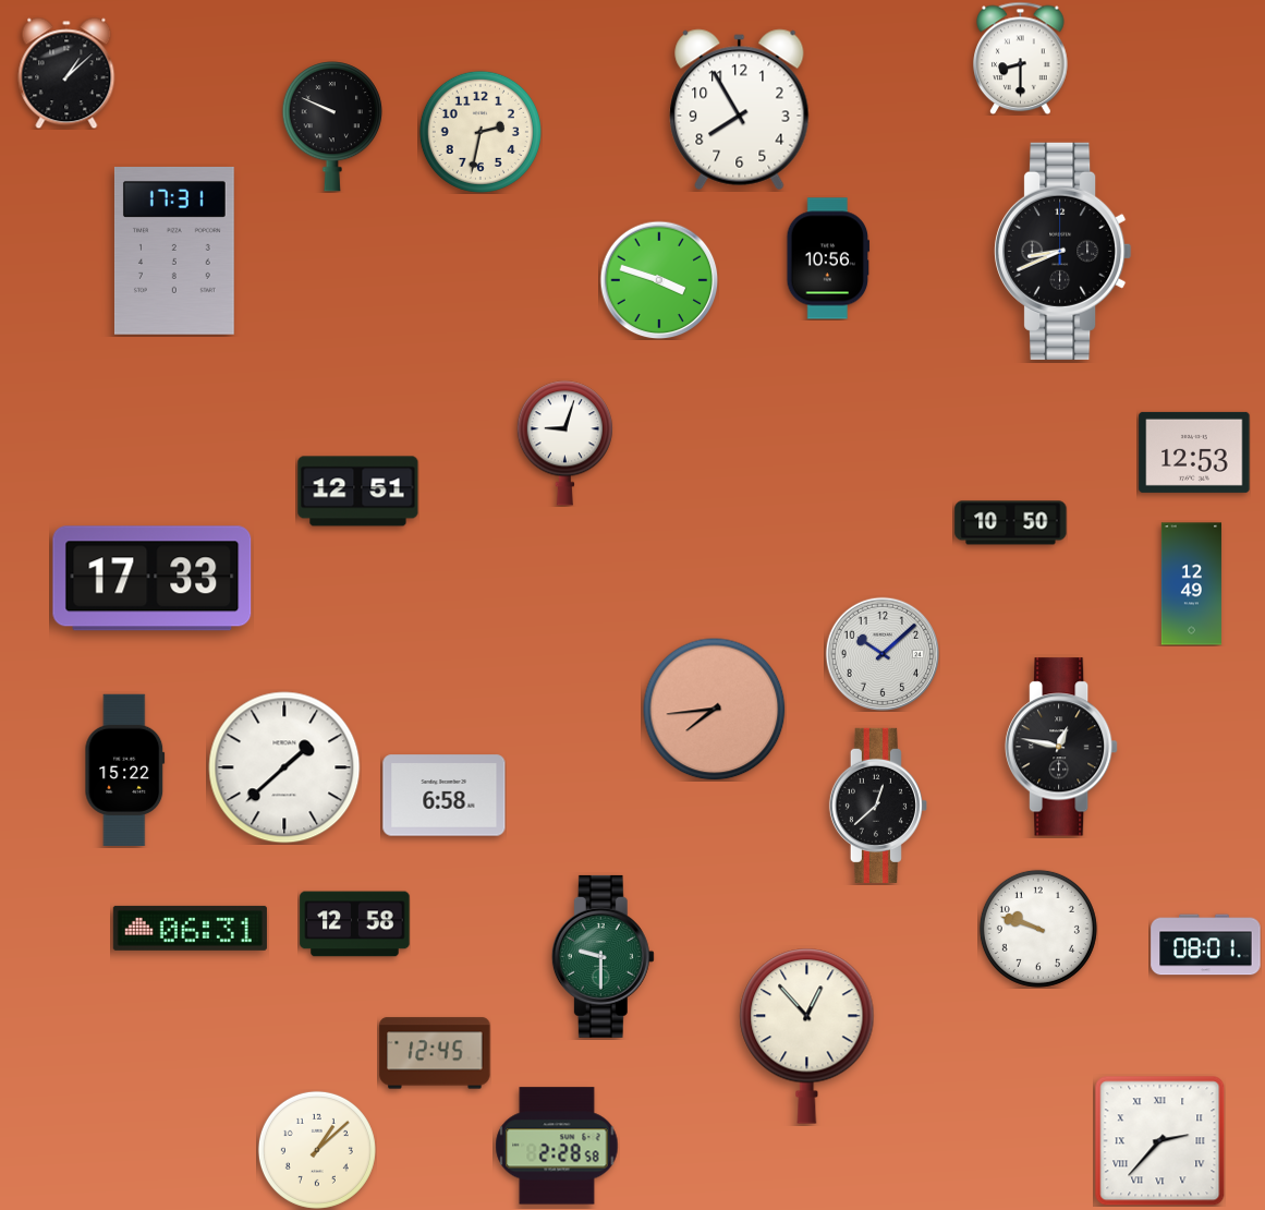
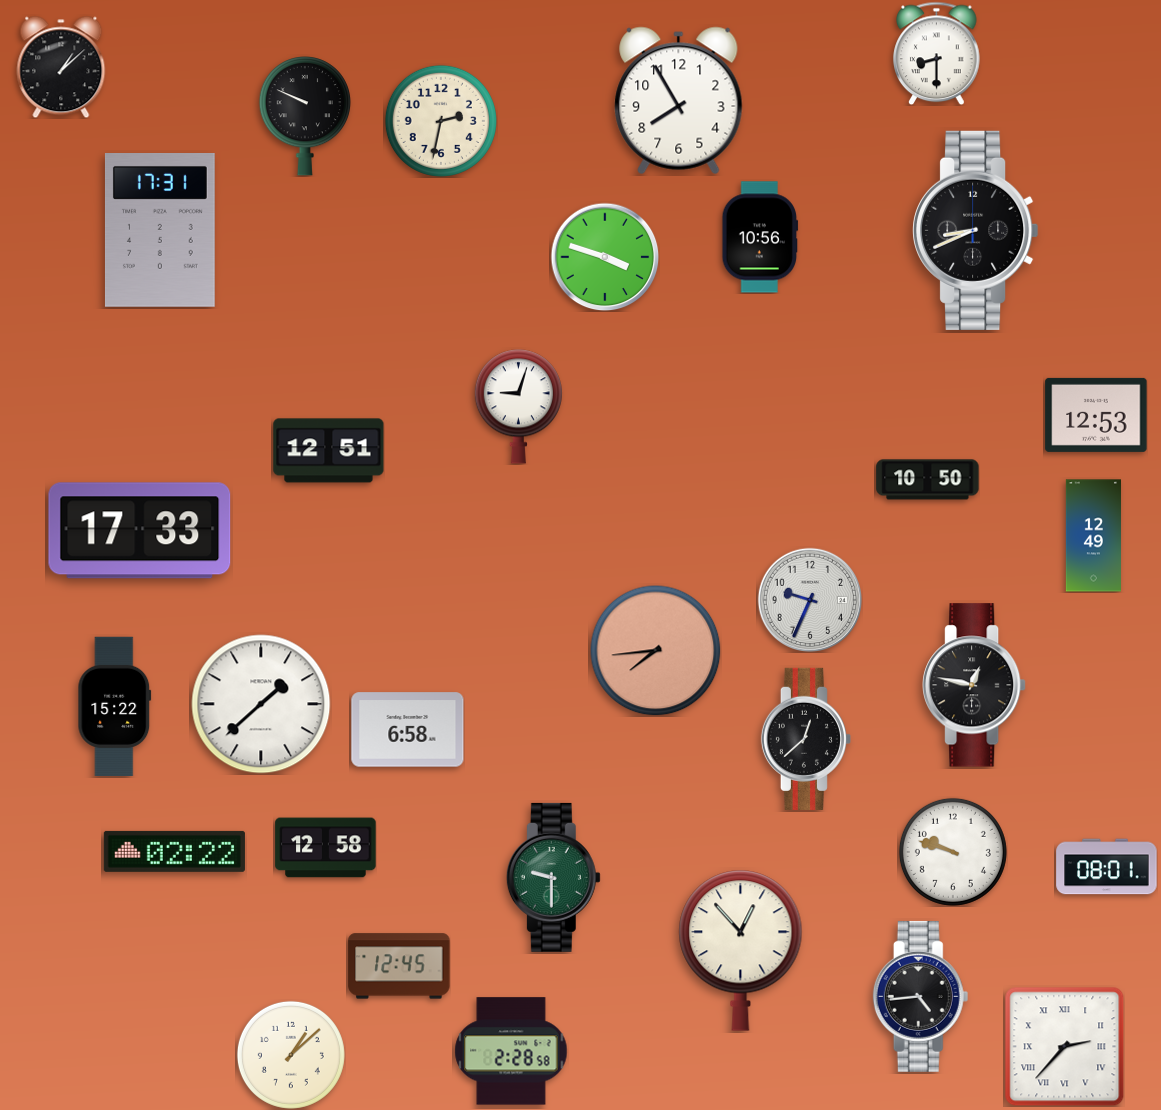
clock at (881, 653): 10:08 -> 9:34
clock at (190, 928): 06:31 -> 02:22
clock at (921, 996): none -> 4:44
